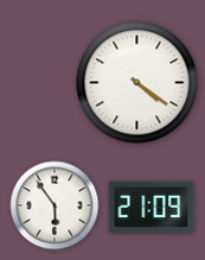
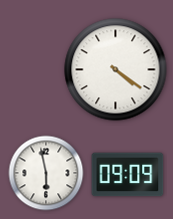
clock at (55, 205): 5:54 -> 5:58
clock at (152, 208): 21:09 -> 09:09
